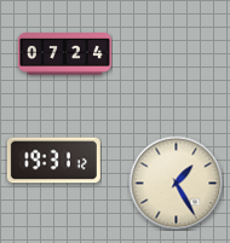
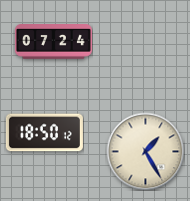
clock at (64, 54) position: (64, 54) -> (53, 42)
clock at (53, 161): 19:31 -> 18:50
